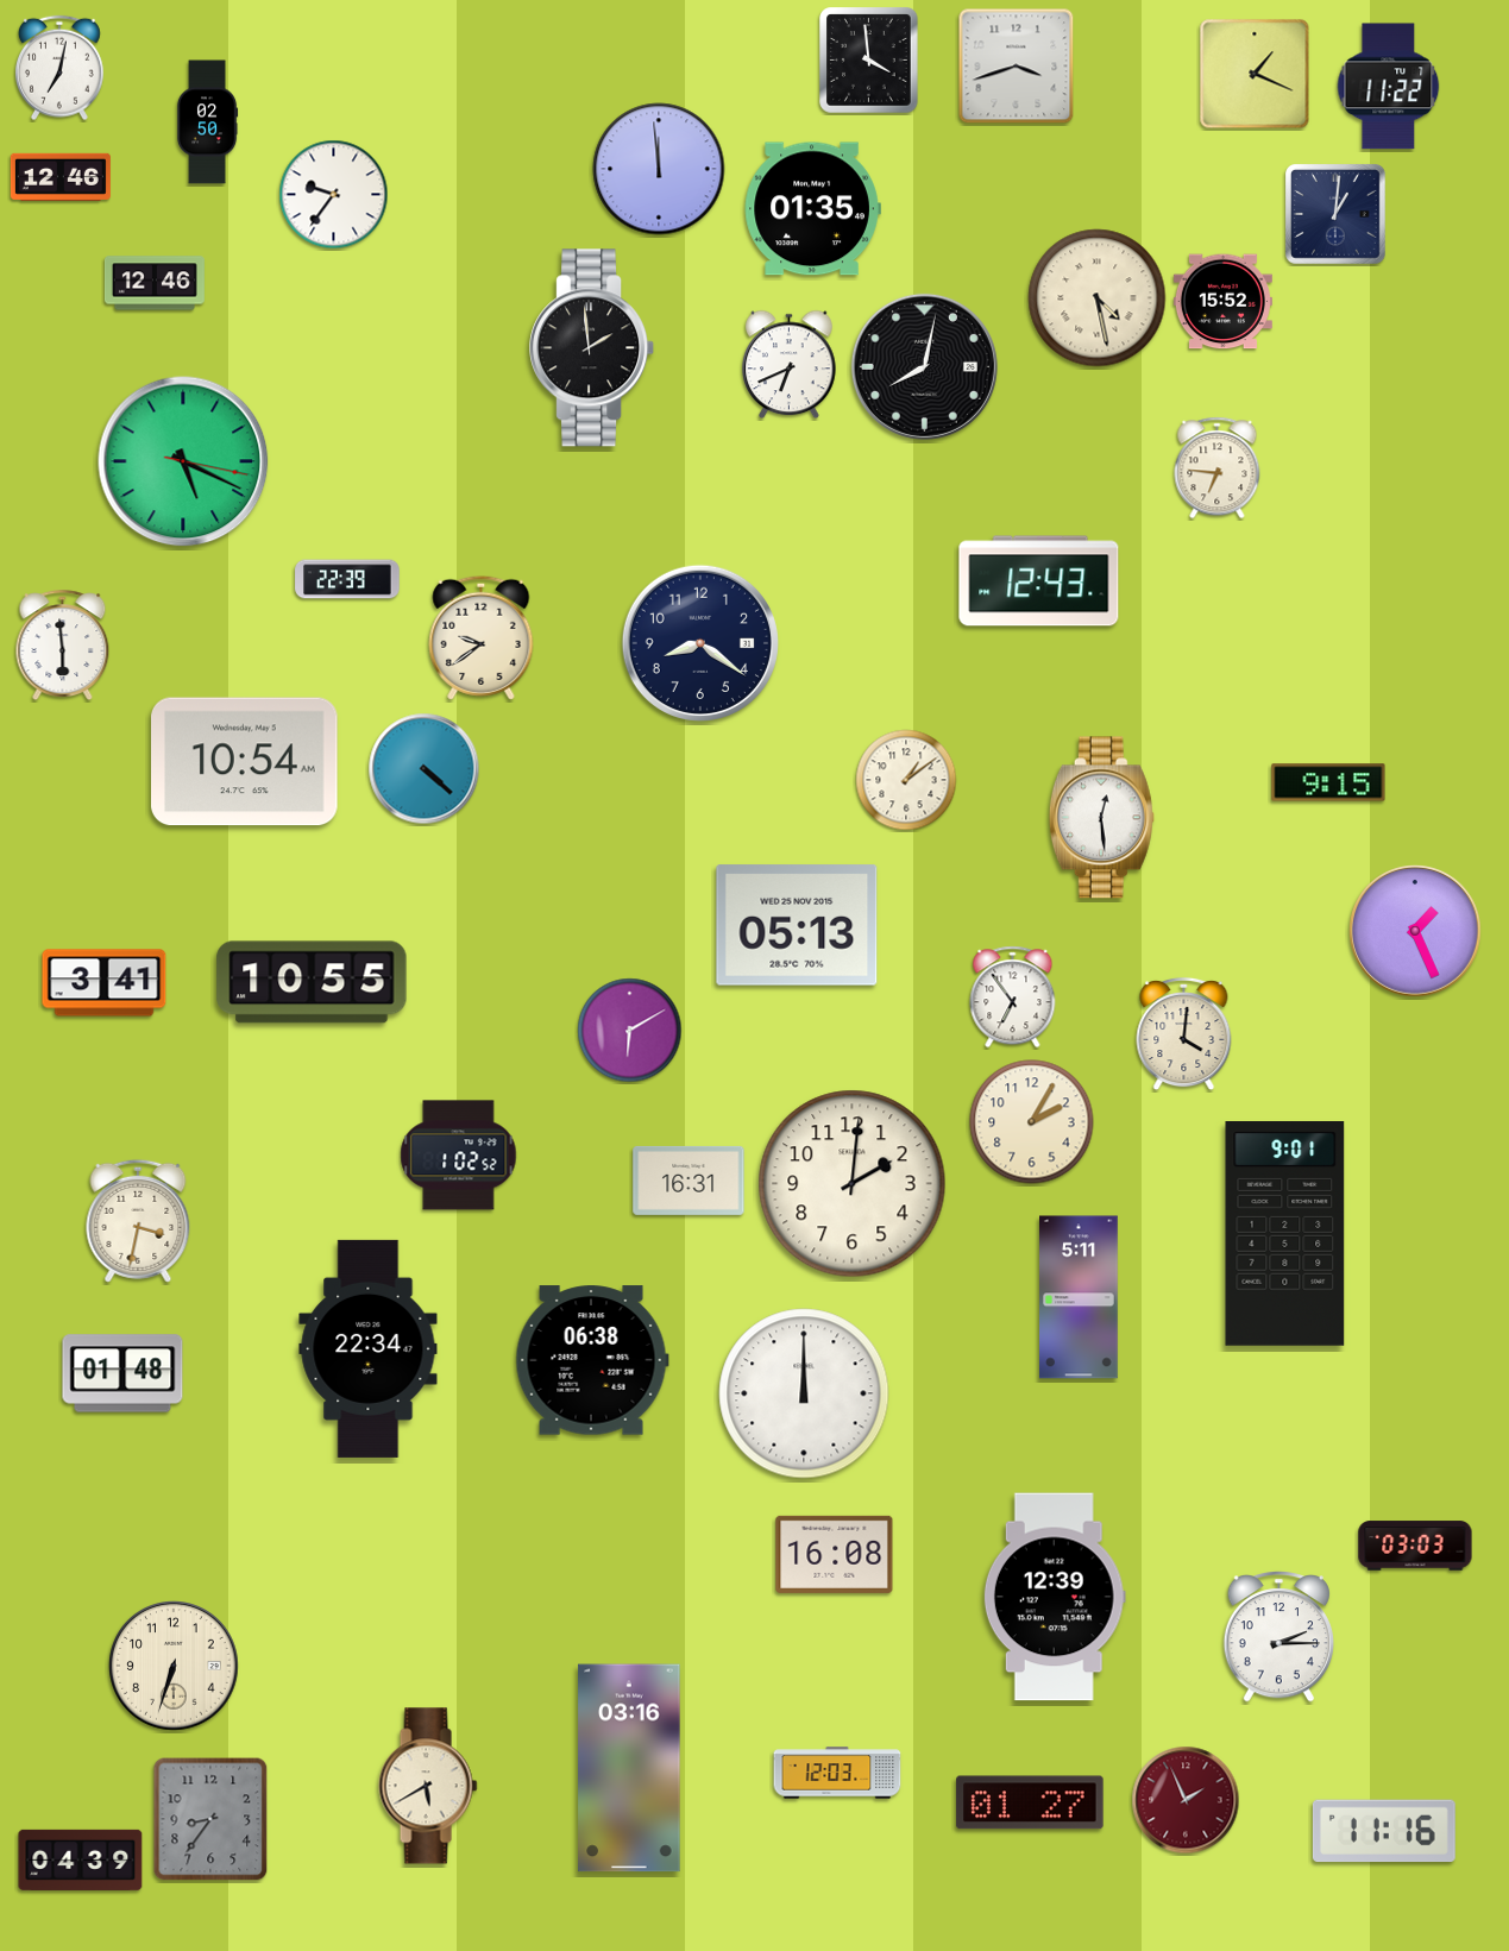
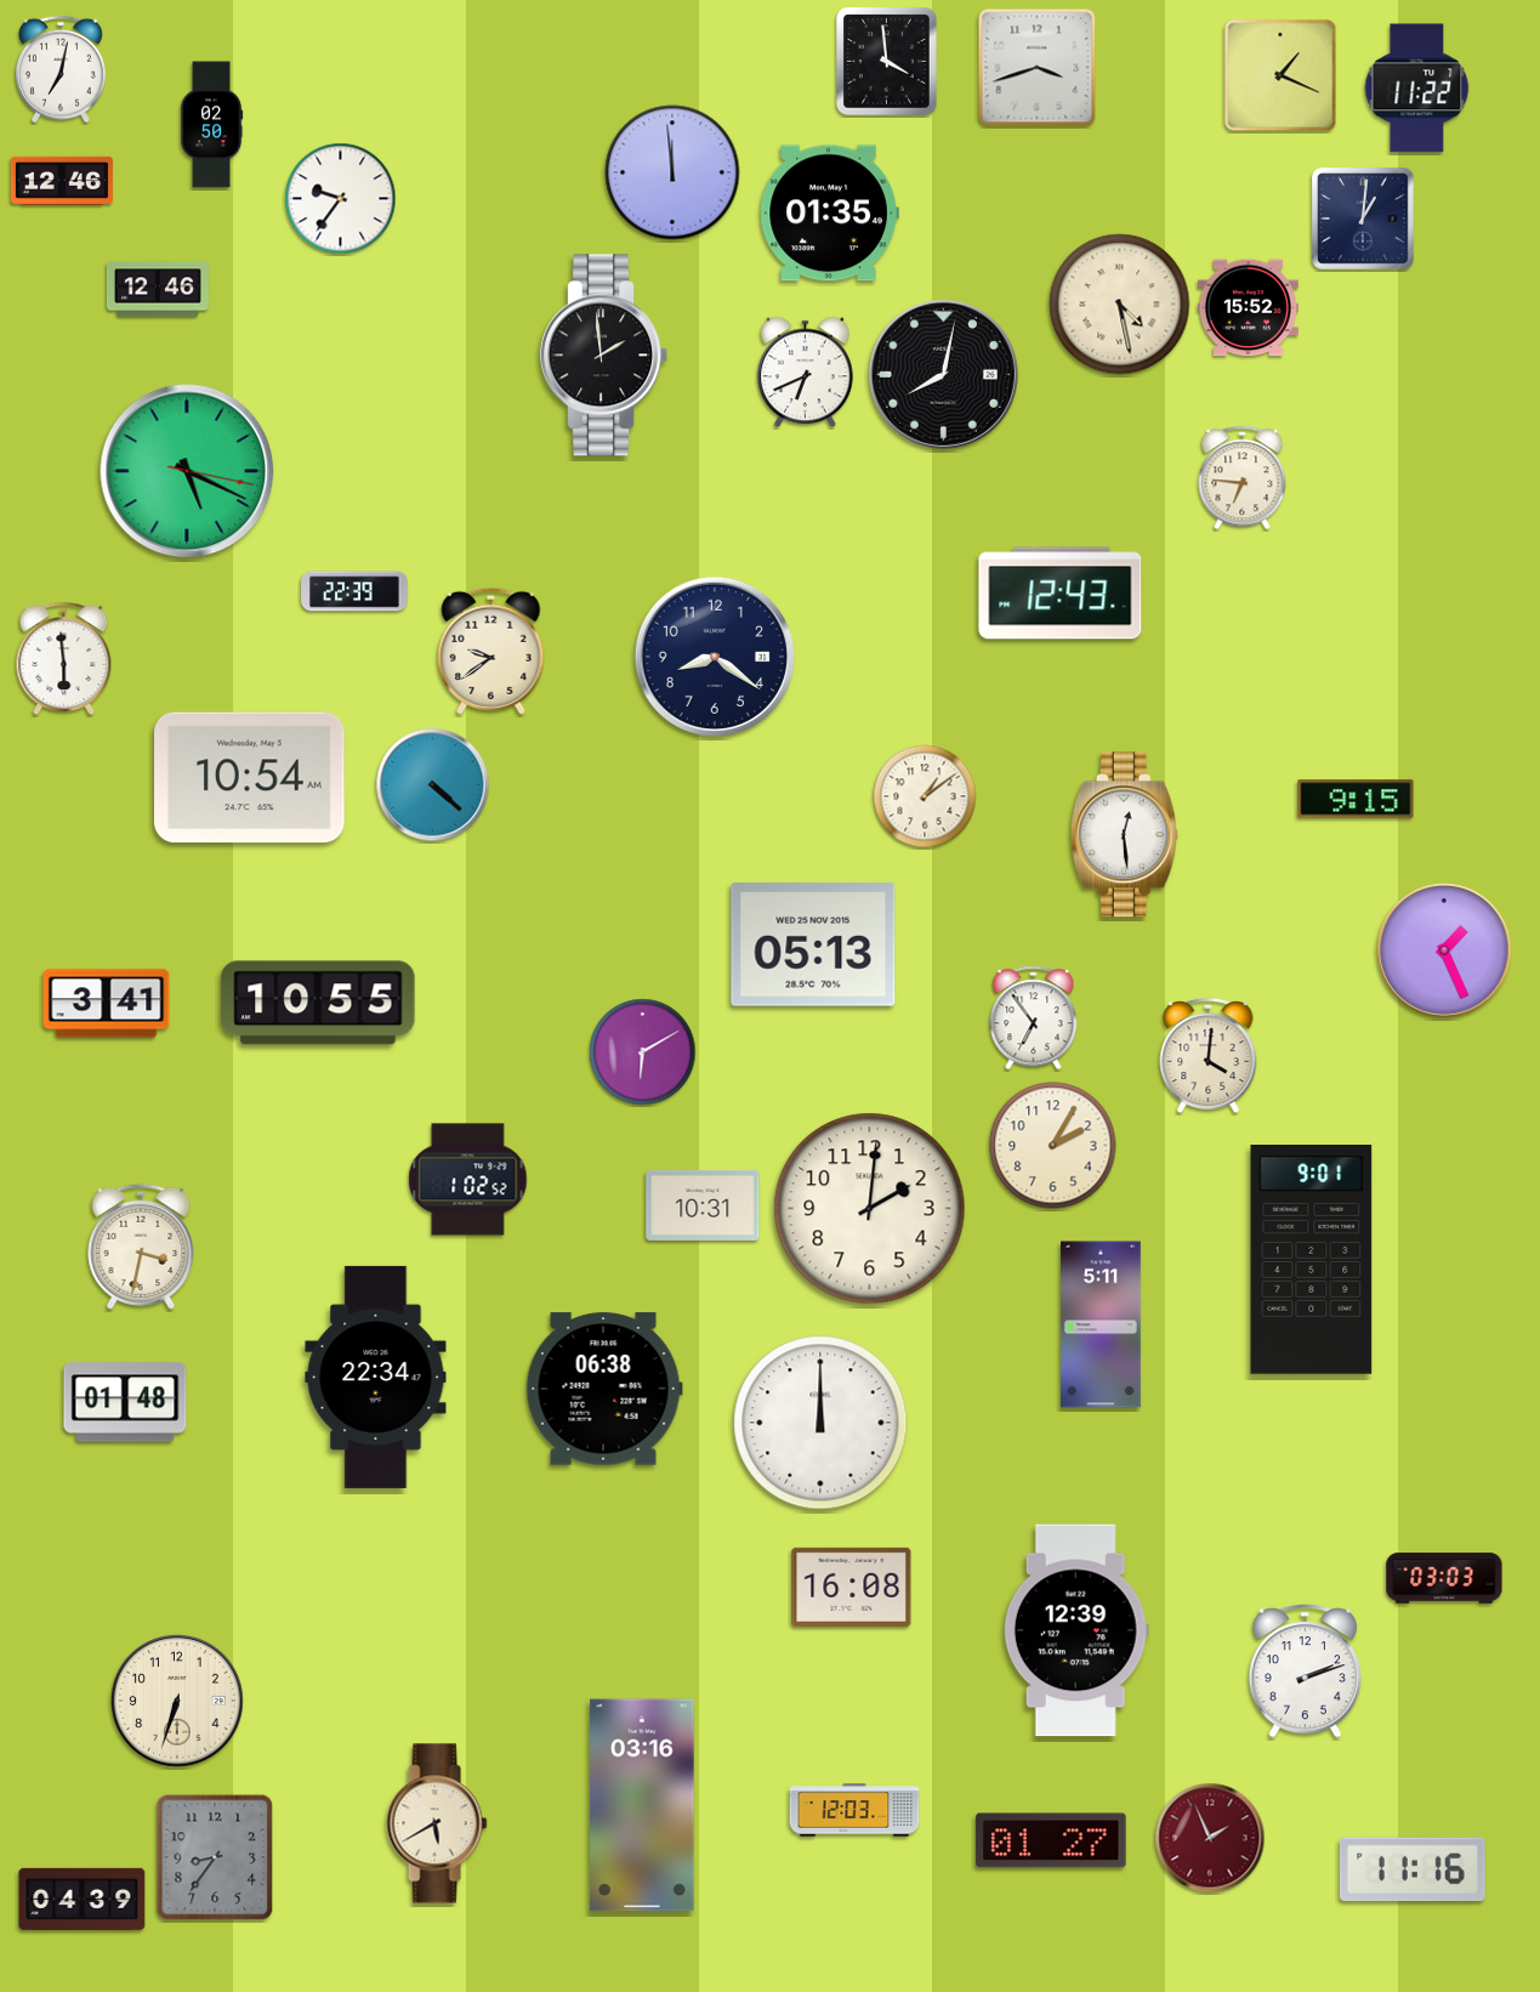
clock at (689, 1181): 16:31 -> 10:31
clock at (1278, 1637): 2:15 -> 2:12
